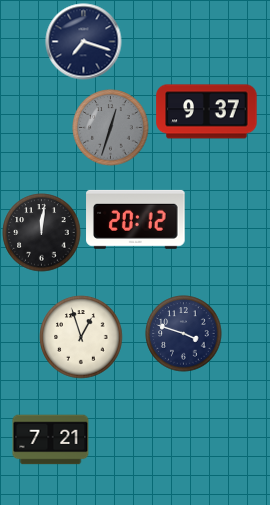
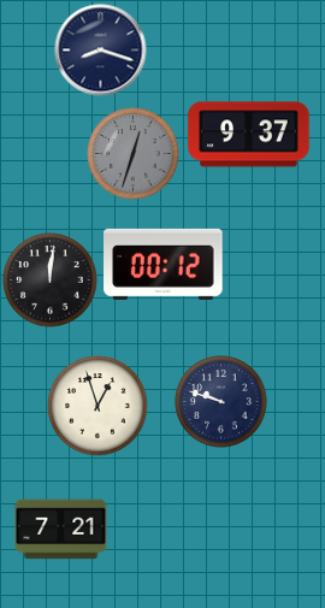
clock at (84, 42): 7:18 -> 8:18
clock at (136, 219): 20:12 -> 00:12
clock at (184, 334): 3:48 -> 9:48
